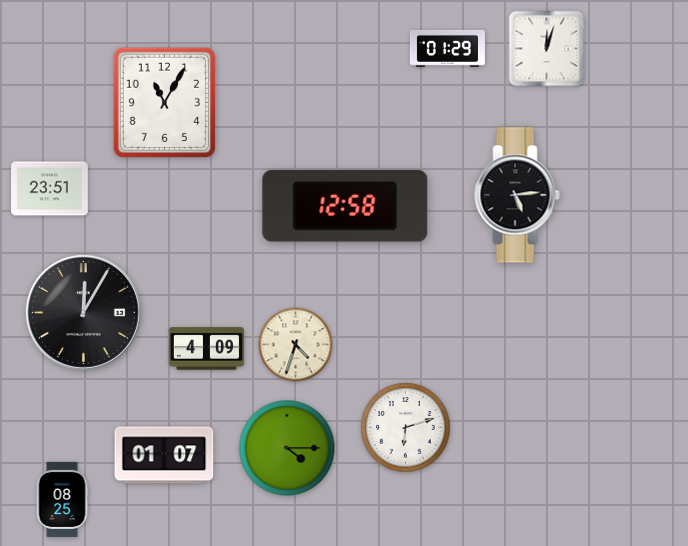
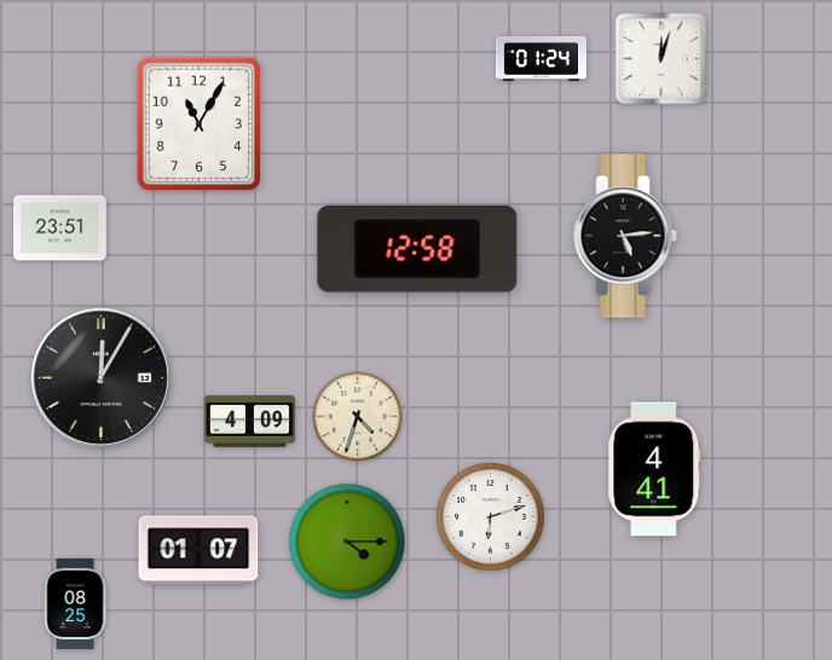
clock at (447, 48): 01:29 -> 01:24
clock at (654, 469): none -> 4:41
